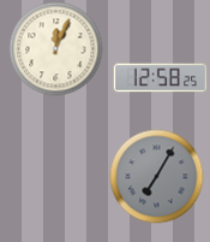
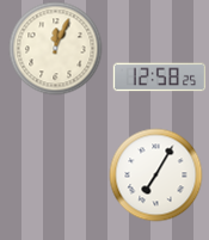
clock at (156, 176) dial: grey -> white
